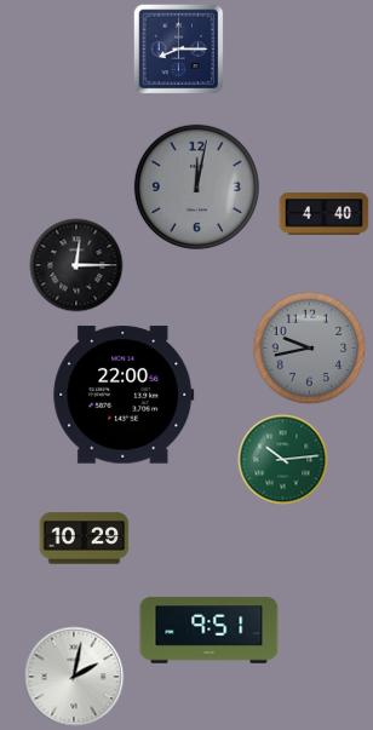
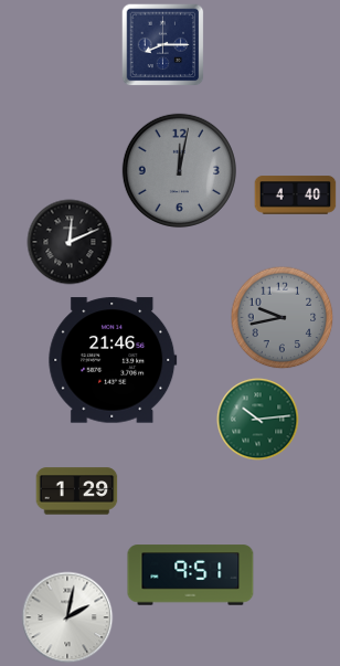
clock at (76, 265): 12:15 -> 12:11
clock at (124, 395): 22:00 -> 21:46
clock at (85, 539): 10:29 -> 1:29
